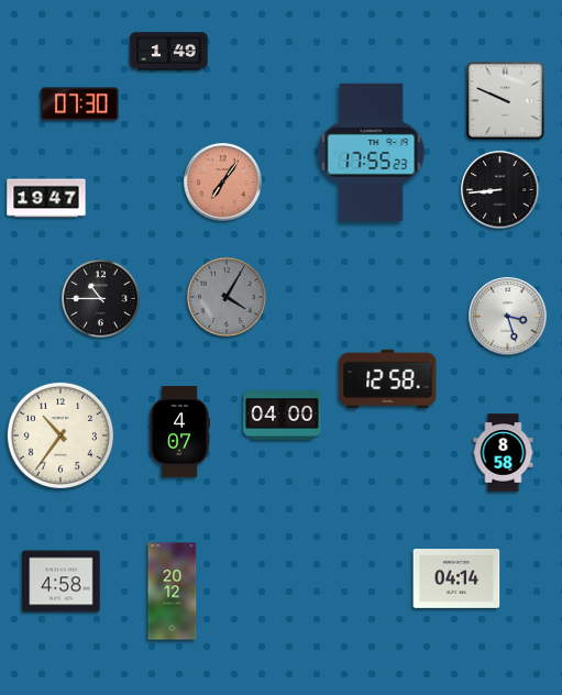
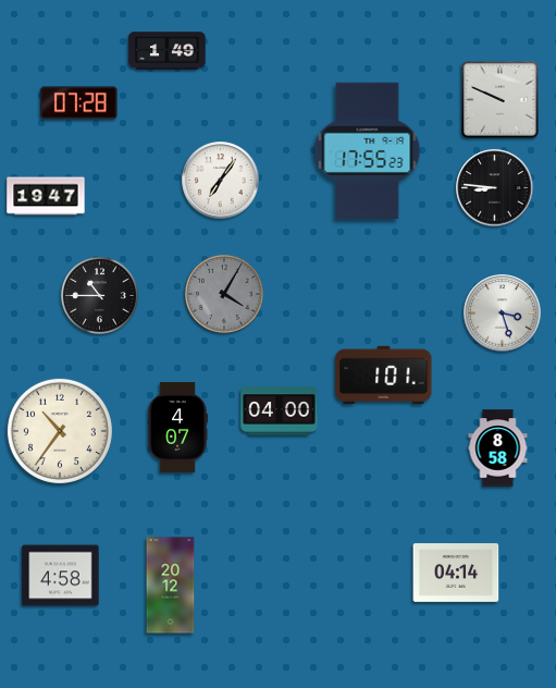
clock at (80, 104): 07:30 -> 07:28
clock at (223, 183) dial: salmon -> white
clock at (500, 190): 8:44 -> 8:46
clock at (388, 378): 12:58 -> 1:01
clock at (456, 580) position: (456, 580) -> (456, 574)
